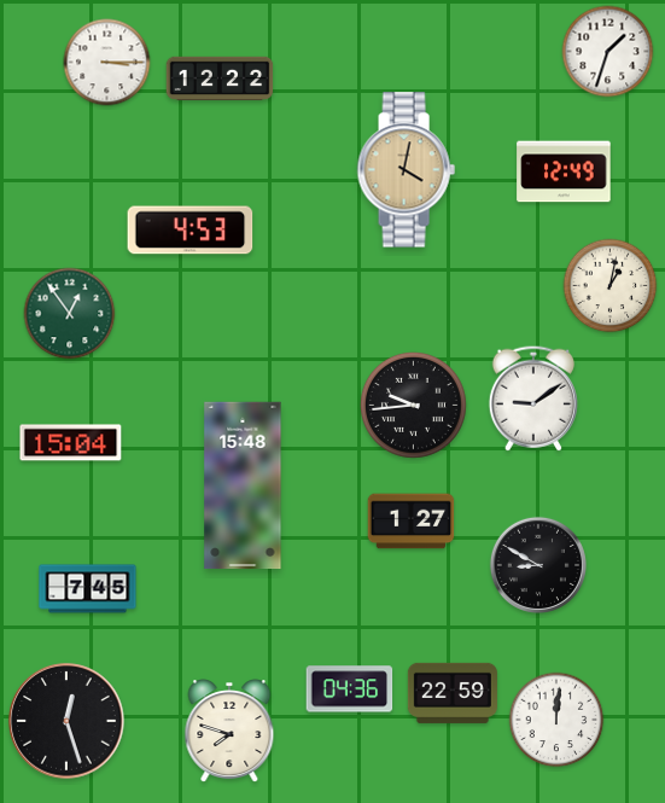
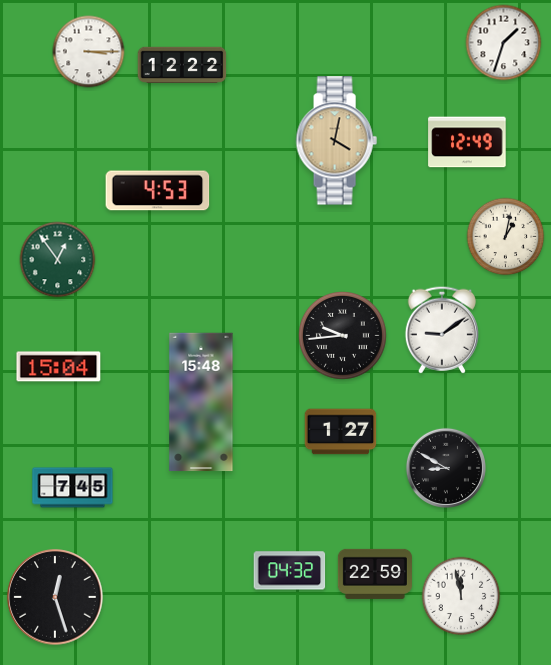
clock at (350, 689): 04:36 -> 04:32
clock at (556, 720): 12:01 -> 11:58
clock at (229, 732): 7:48 -> none
